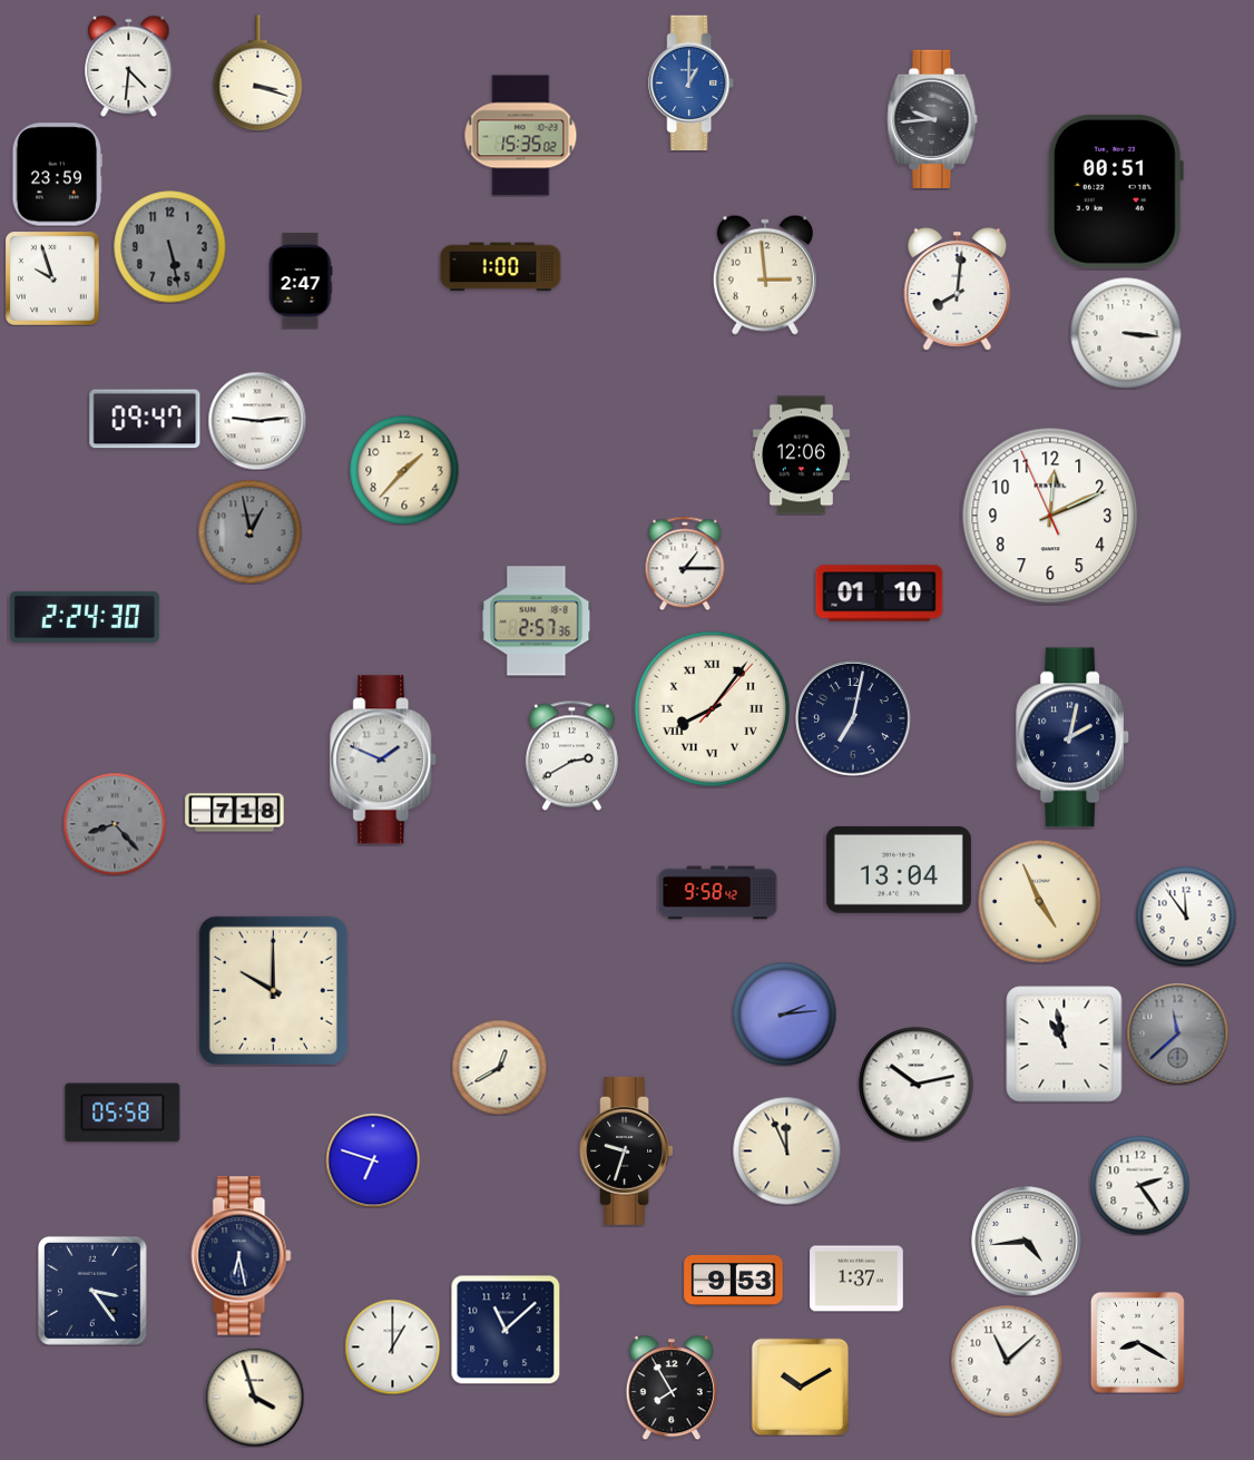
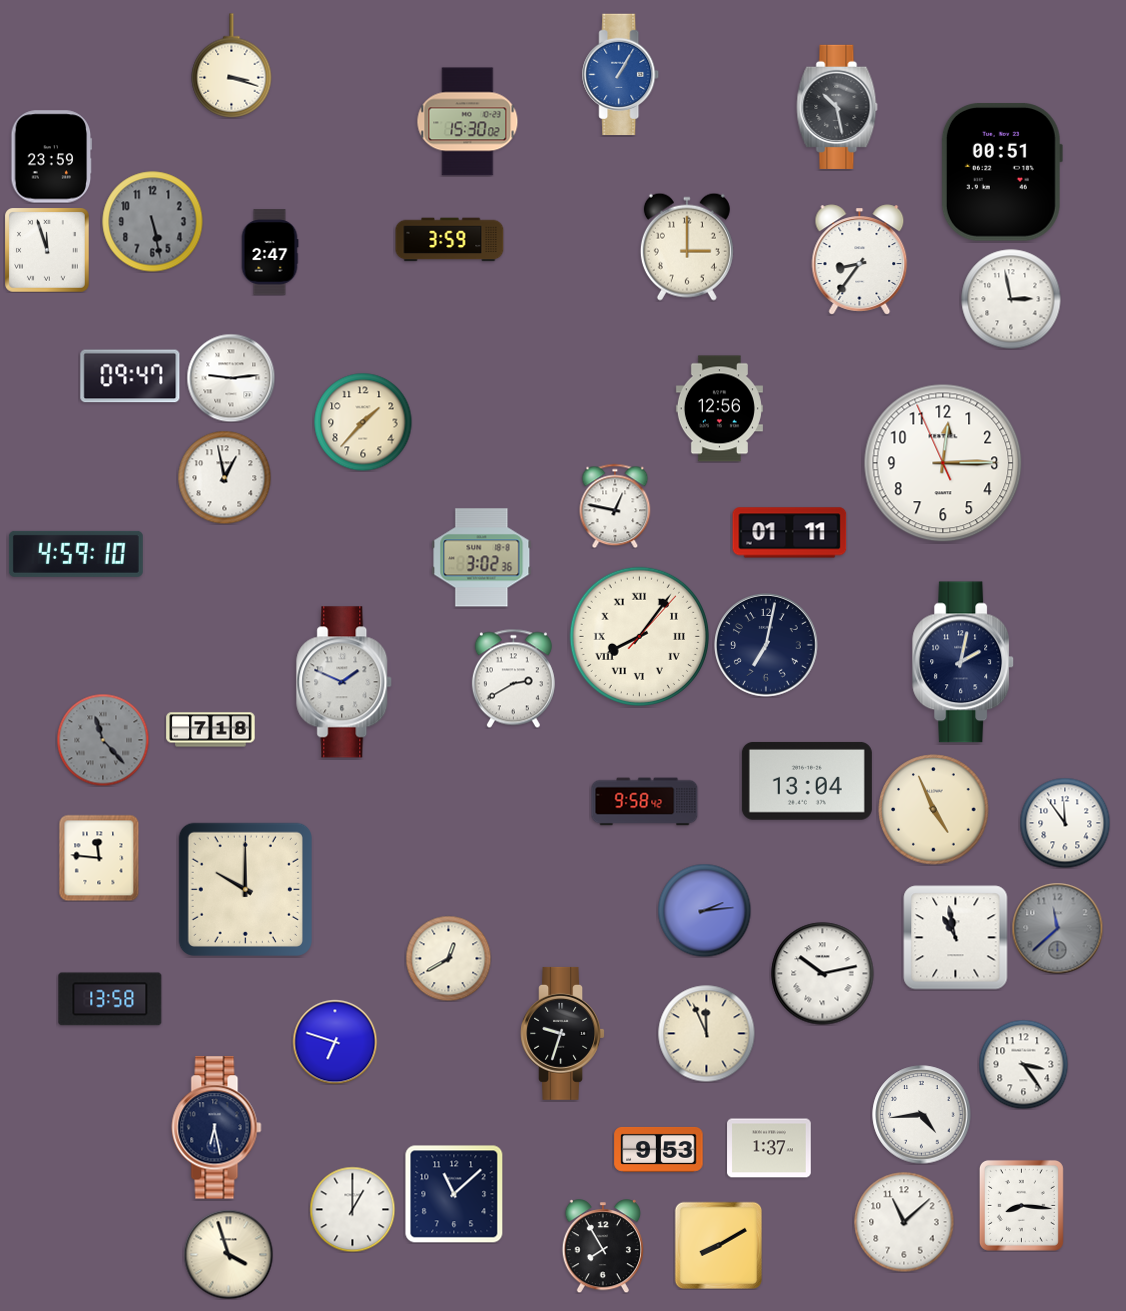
clock at (129, 66): 4:31 -> none
clock at (692, 84): 1:00 -> 1:05
clock at (932, 119): 9:44 -> 10:28
clock at (521, 136): 15:35 -> 15:30
clock at (501, 267): 1:00 -> 3:59
clock at (765, 275): 2:59 -> 3:00
clock at (53, 280): 9:57 -> 11:57
clock at (958, 290): 8:01 -> 8:36
clock at (1126, 333): 3:16 -> 2:58
clock at (801, 455): 12:06 -> 12:56
clock at (1050, 516): 12:10 -> 12:14
clock at (249, 531) dial: grey -> white
clock at (685, 564): 1:15 -> 12:47
clock at (880, 594): 01:10 -> 01:11
clock at (85, 617): 2:24 -> 4:59
clock at (537, 621): 2:57 -> 3:02
clock at (115, 824): 8:23 -> 11:23
clock at (99, 858): none -> 11:46
clock at (123, 1113): 05:58 -> 13:58
clock at (1139, 1185): 2:24 -> 3:24
clock at (92, 1291): 3:24 -> none
clock at (1137, 1342): 8:20 -> 8:16
clock at (800, 1386): 10:10 -> 8:10
